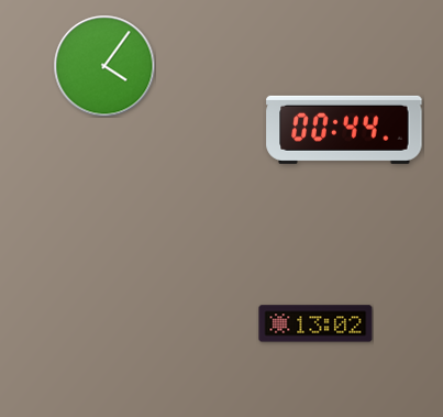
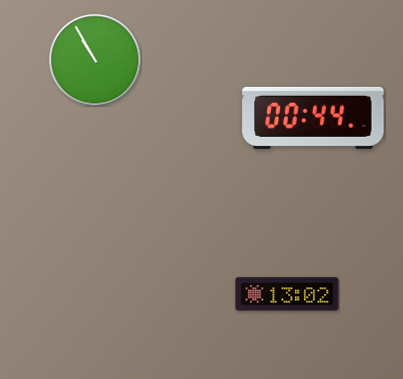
clock at (104, 66): 4:06 -> 10:55
